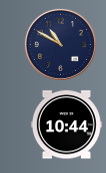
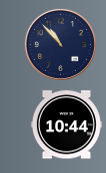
clock at (60, 44): 10:50 -> 10:53
